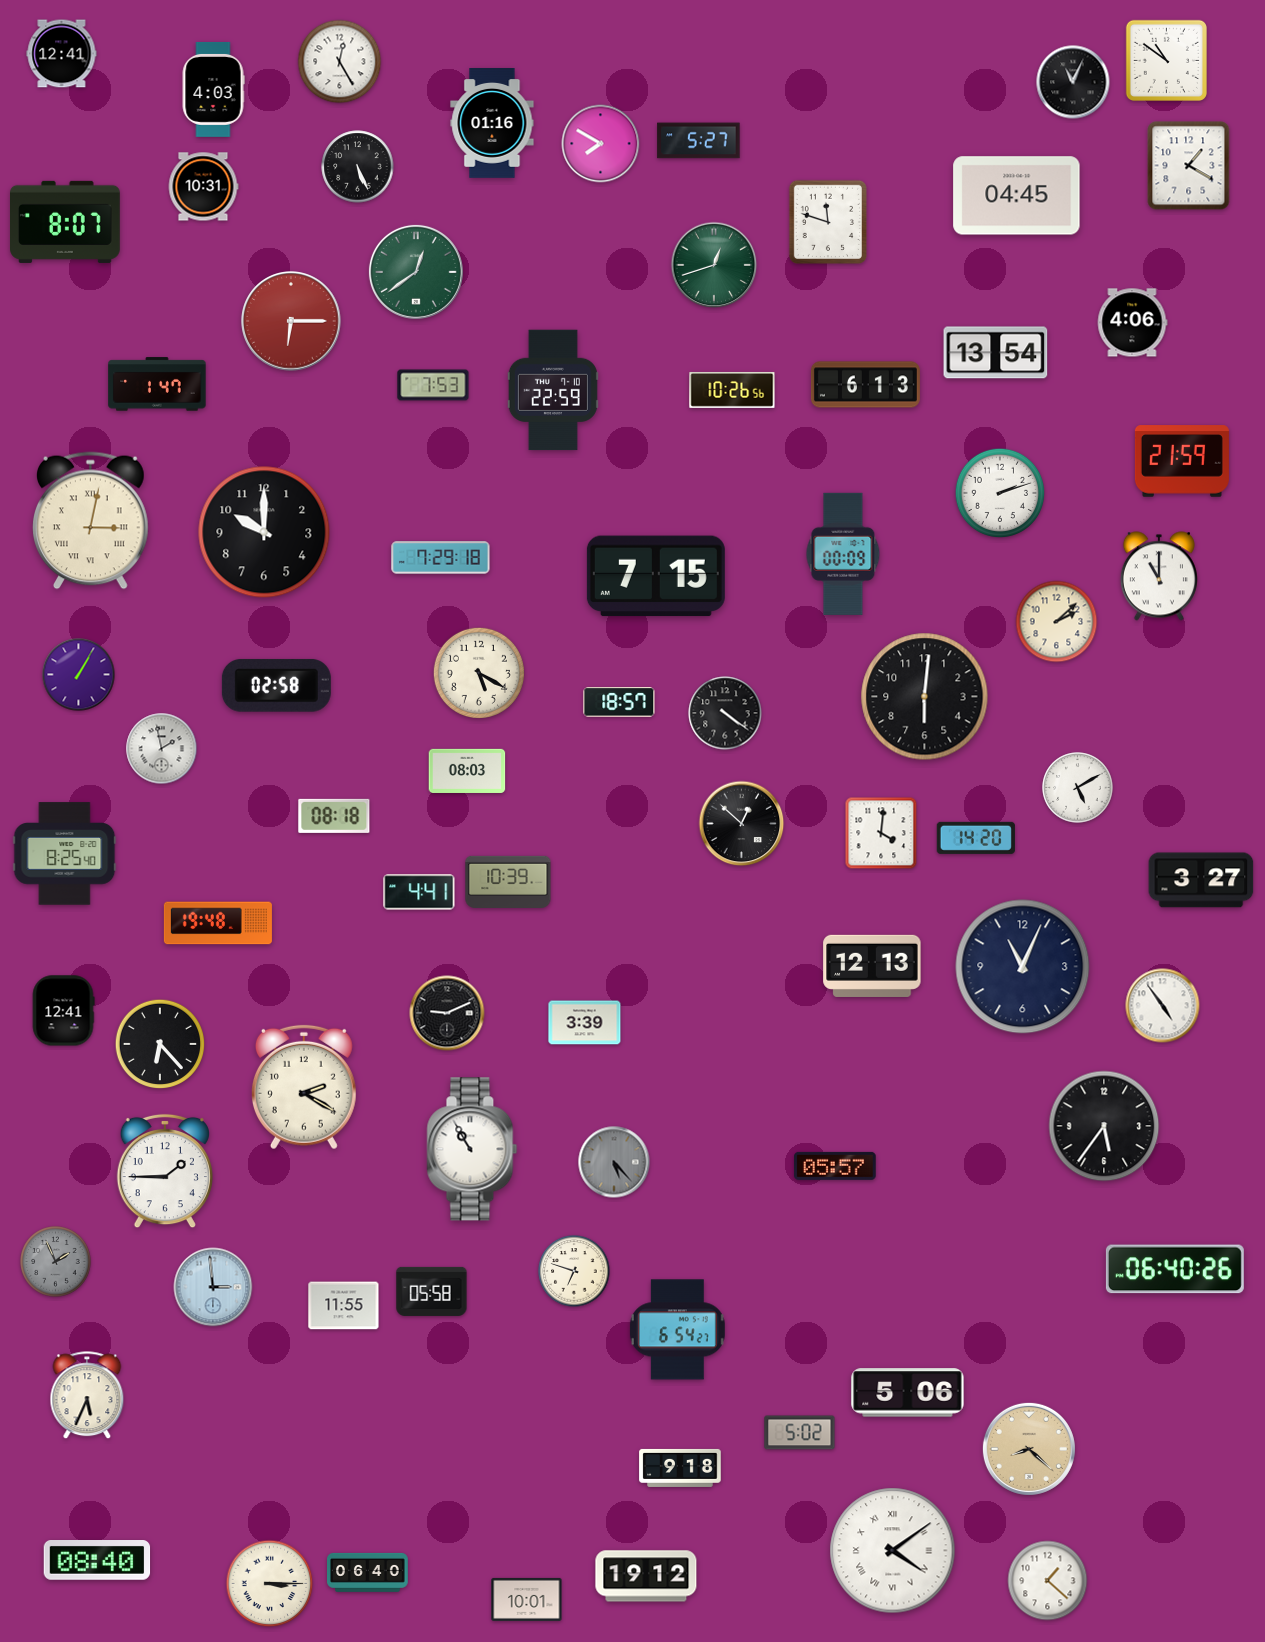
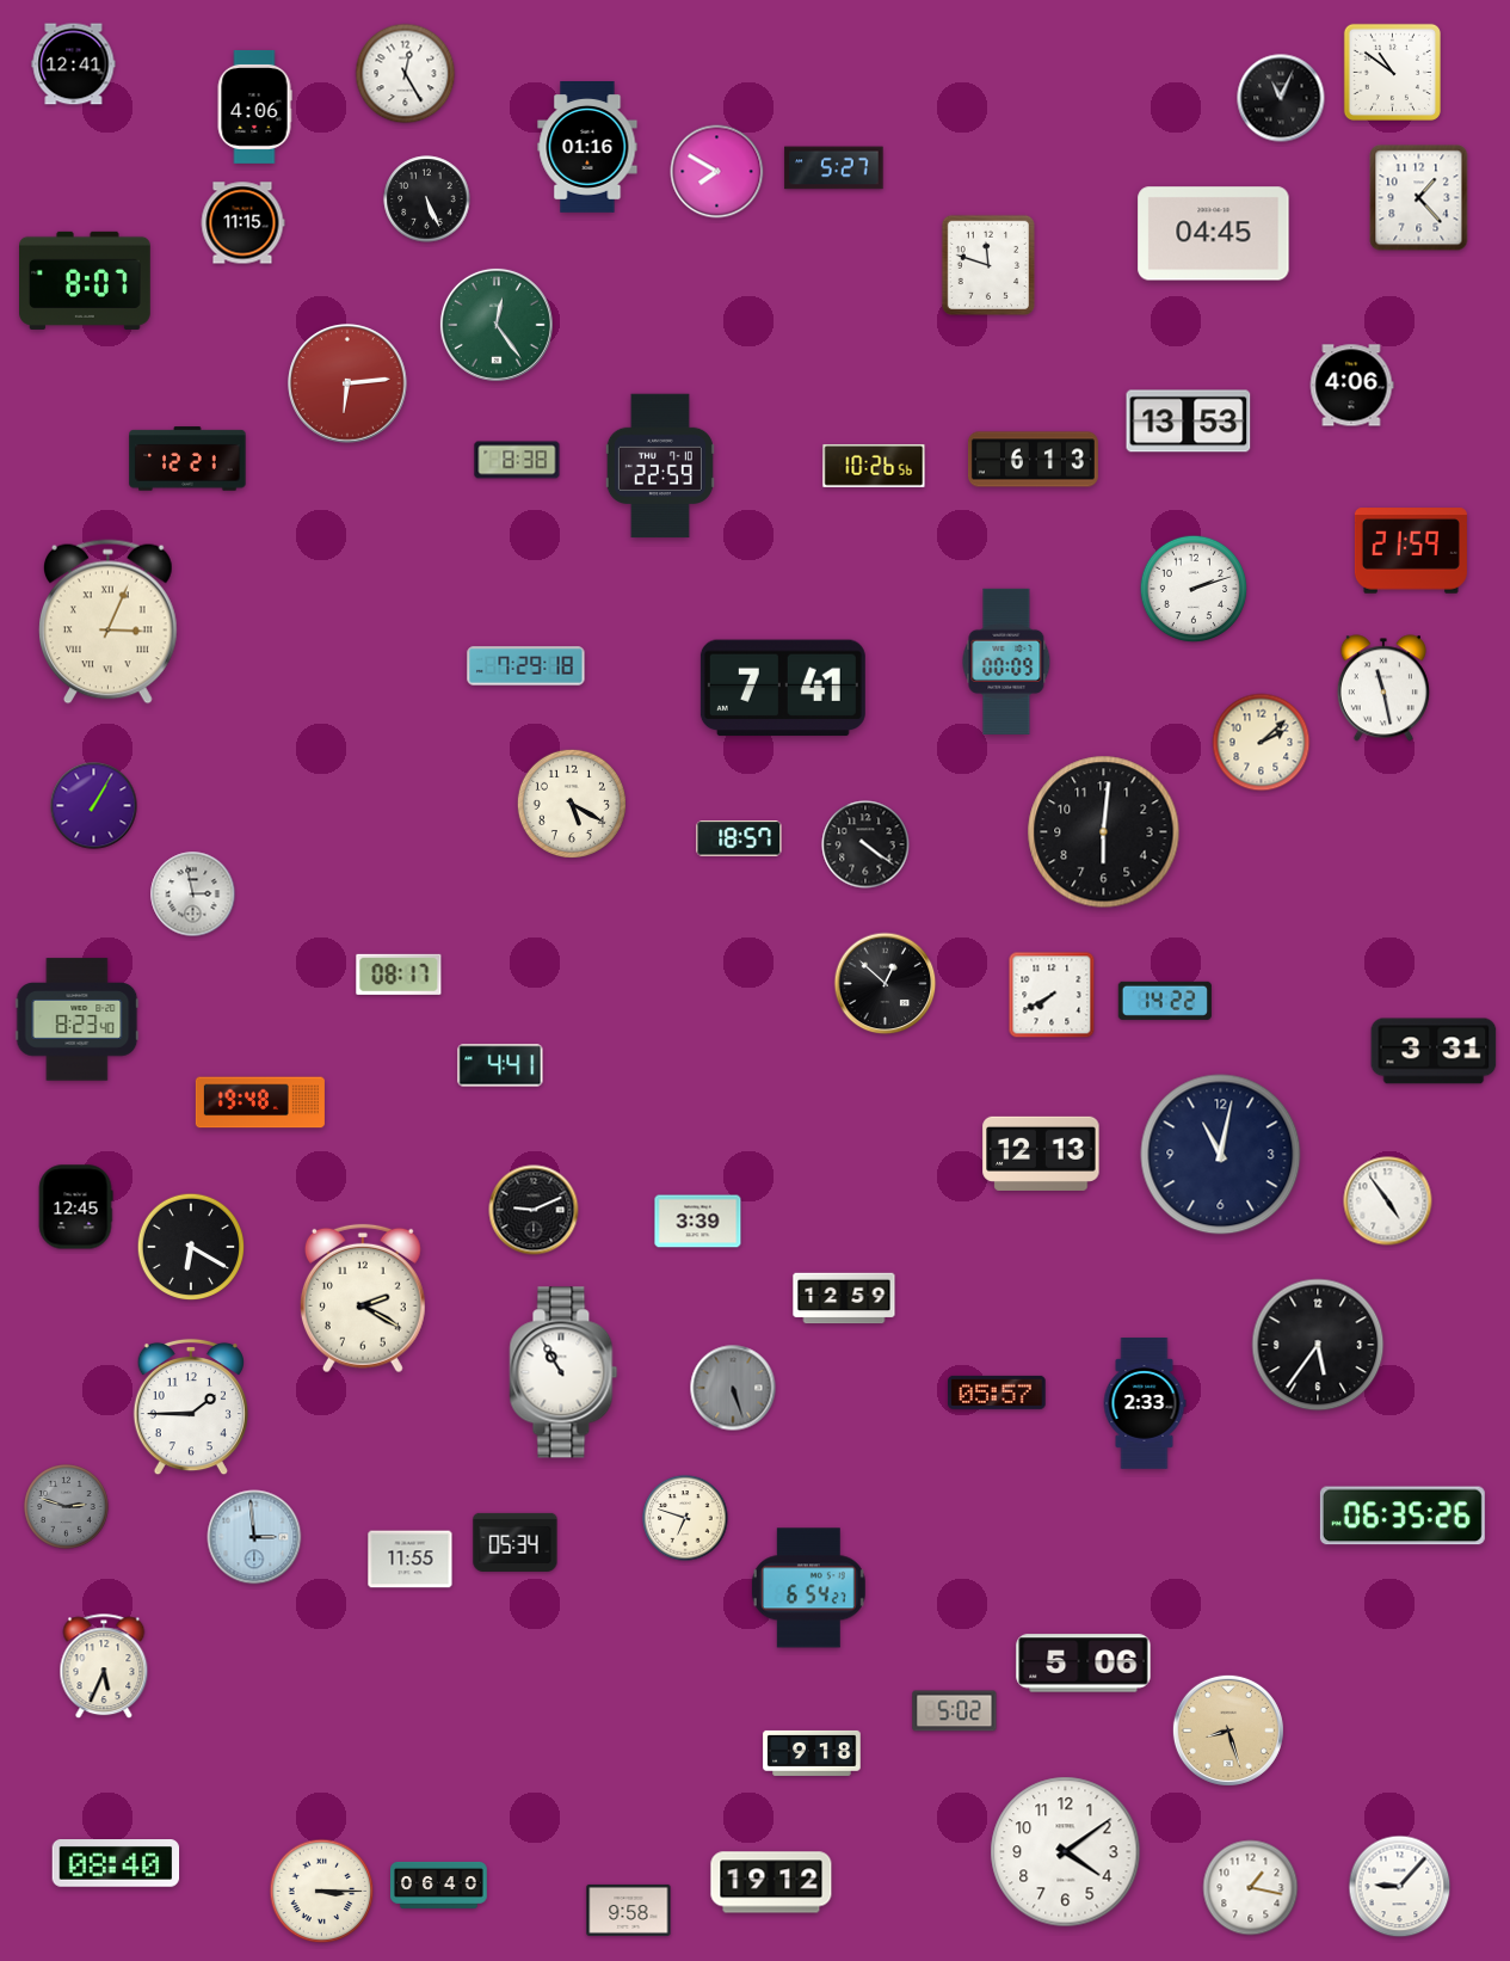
clock at (213, 89): 4:03 -> 4:06
clock at (1189, 166): 1:20 -> 1:23
clock at (203, 187): 10:31 -> 11:15
clock at (66, 222) position: (66, 222) -> (86, 281)
clock at (714, 265): 12:42 -> none
clock at (416, 272): 12:39 -> 12:24
clock at (291, 321): 6:15 -> 6:14
clock at (996, 353): 13:54 -> 13:53
clock at (157, 384): 1:47 -> 12:21
clock at (433, 385): 7:53 -> 8:38
clock at (91, 521): 3:02 -> 3:04
clock at (264, 532): 10:00 -> none
clock at (656, 576): 7:15 -> 7:41
clock at (1159, 576): 11:00 -> 11:28
clock at (276, 686): 02:58 -> none
clock at (725, 713) position: (725, 713) -> (865, 844)
clock at (162, 749): 1:58 -> 2:58
clock at (467, 771): 08:03 -> none
clock at (1078, 788): 5:10 -> none
clock at (334, 816): 08:18 -> 08:17
clock at (881, 833): 4:01 -> 7:40
clock at (976, 838): 14:20 -> 14:22
clock at (65, 854): 8:25 -> 8:23
clock at (1201, 880): 3:27 -> 3:31
clock at (508, 882): 10:39 -> none
clock at (1023, 967): 11:04 -> 11:02
clock at (63, 1011): 12:41 -> 12:45
clock at (160, 1044): 6:23 -> 6:20
clock at (844, 1298): none -> 12:59
clock at (614, 1162): 5:23 -> 5:27
clock at (165, 1171) position: (165, 1171) -> (191, 1407)
clock at (1145, 1404): none -> 2:33
clock at (56, 1262): 1:56 -> 2:48
clock at (1175, 1269): 06:40 -> 06:35
clock at (432, 1291): 05:58 -> 05:34
clock at (1029, 1449): 8:22 -> 8:27
clock at (893, 1551) numerals: Roman -> Arabic
clock at (368, 1572) position: (368, 1572) -> (439, 1885)
clock at (1400, 1887): none -> 9:07
clock at (1048, 1581): 1:22 -> 1:17
clock at (527, 1599): 10:01 -> 9:58
